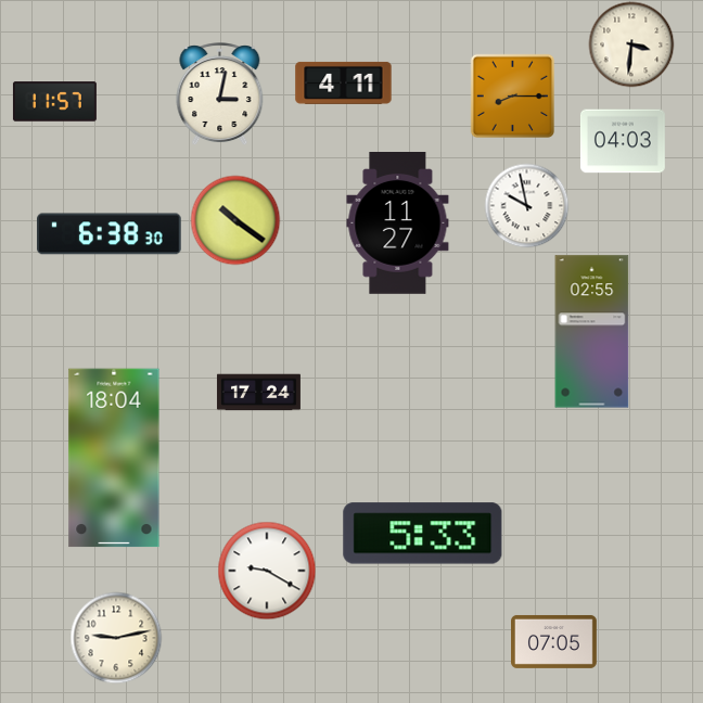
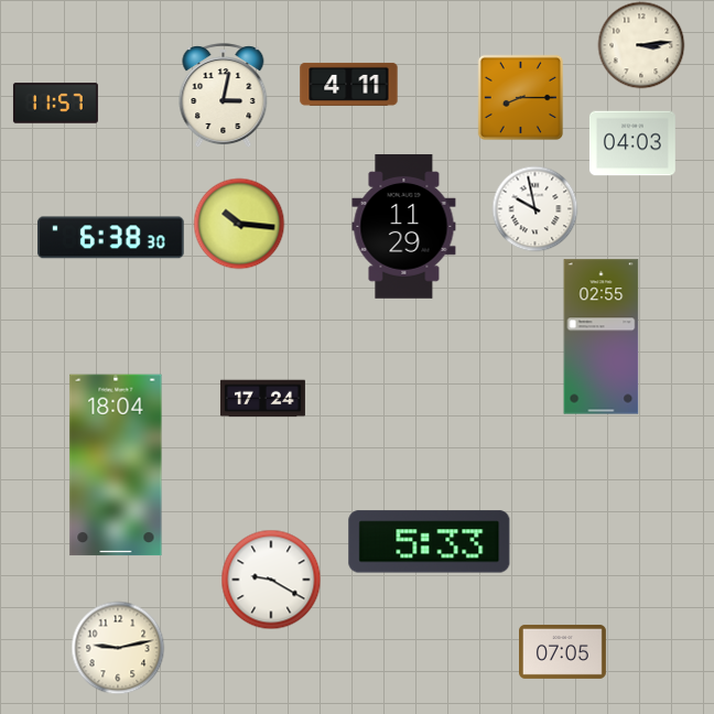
clock at (631, 44): 3:31 -> 3:14
clock at (235, 220): 10:21 -> 10:16
clock at (398, 223): 11:27 -> 11:29
